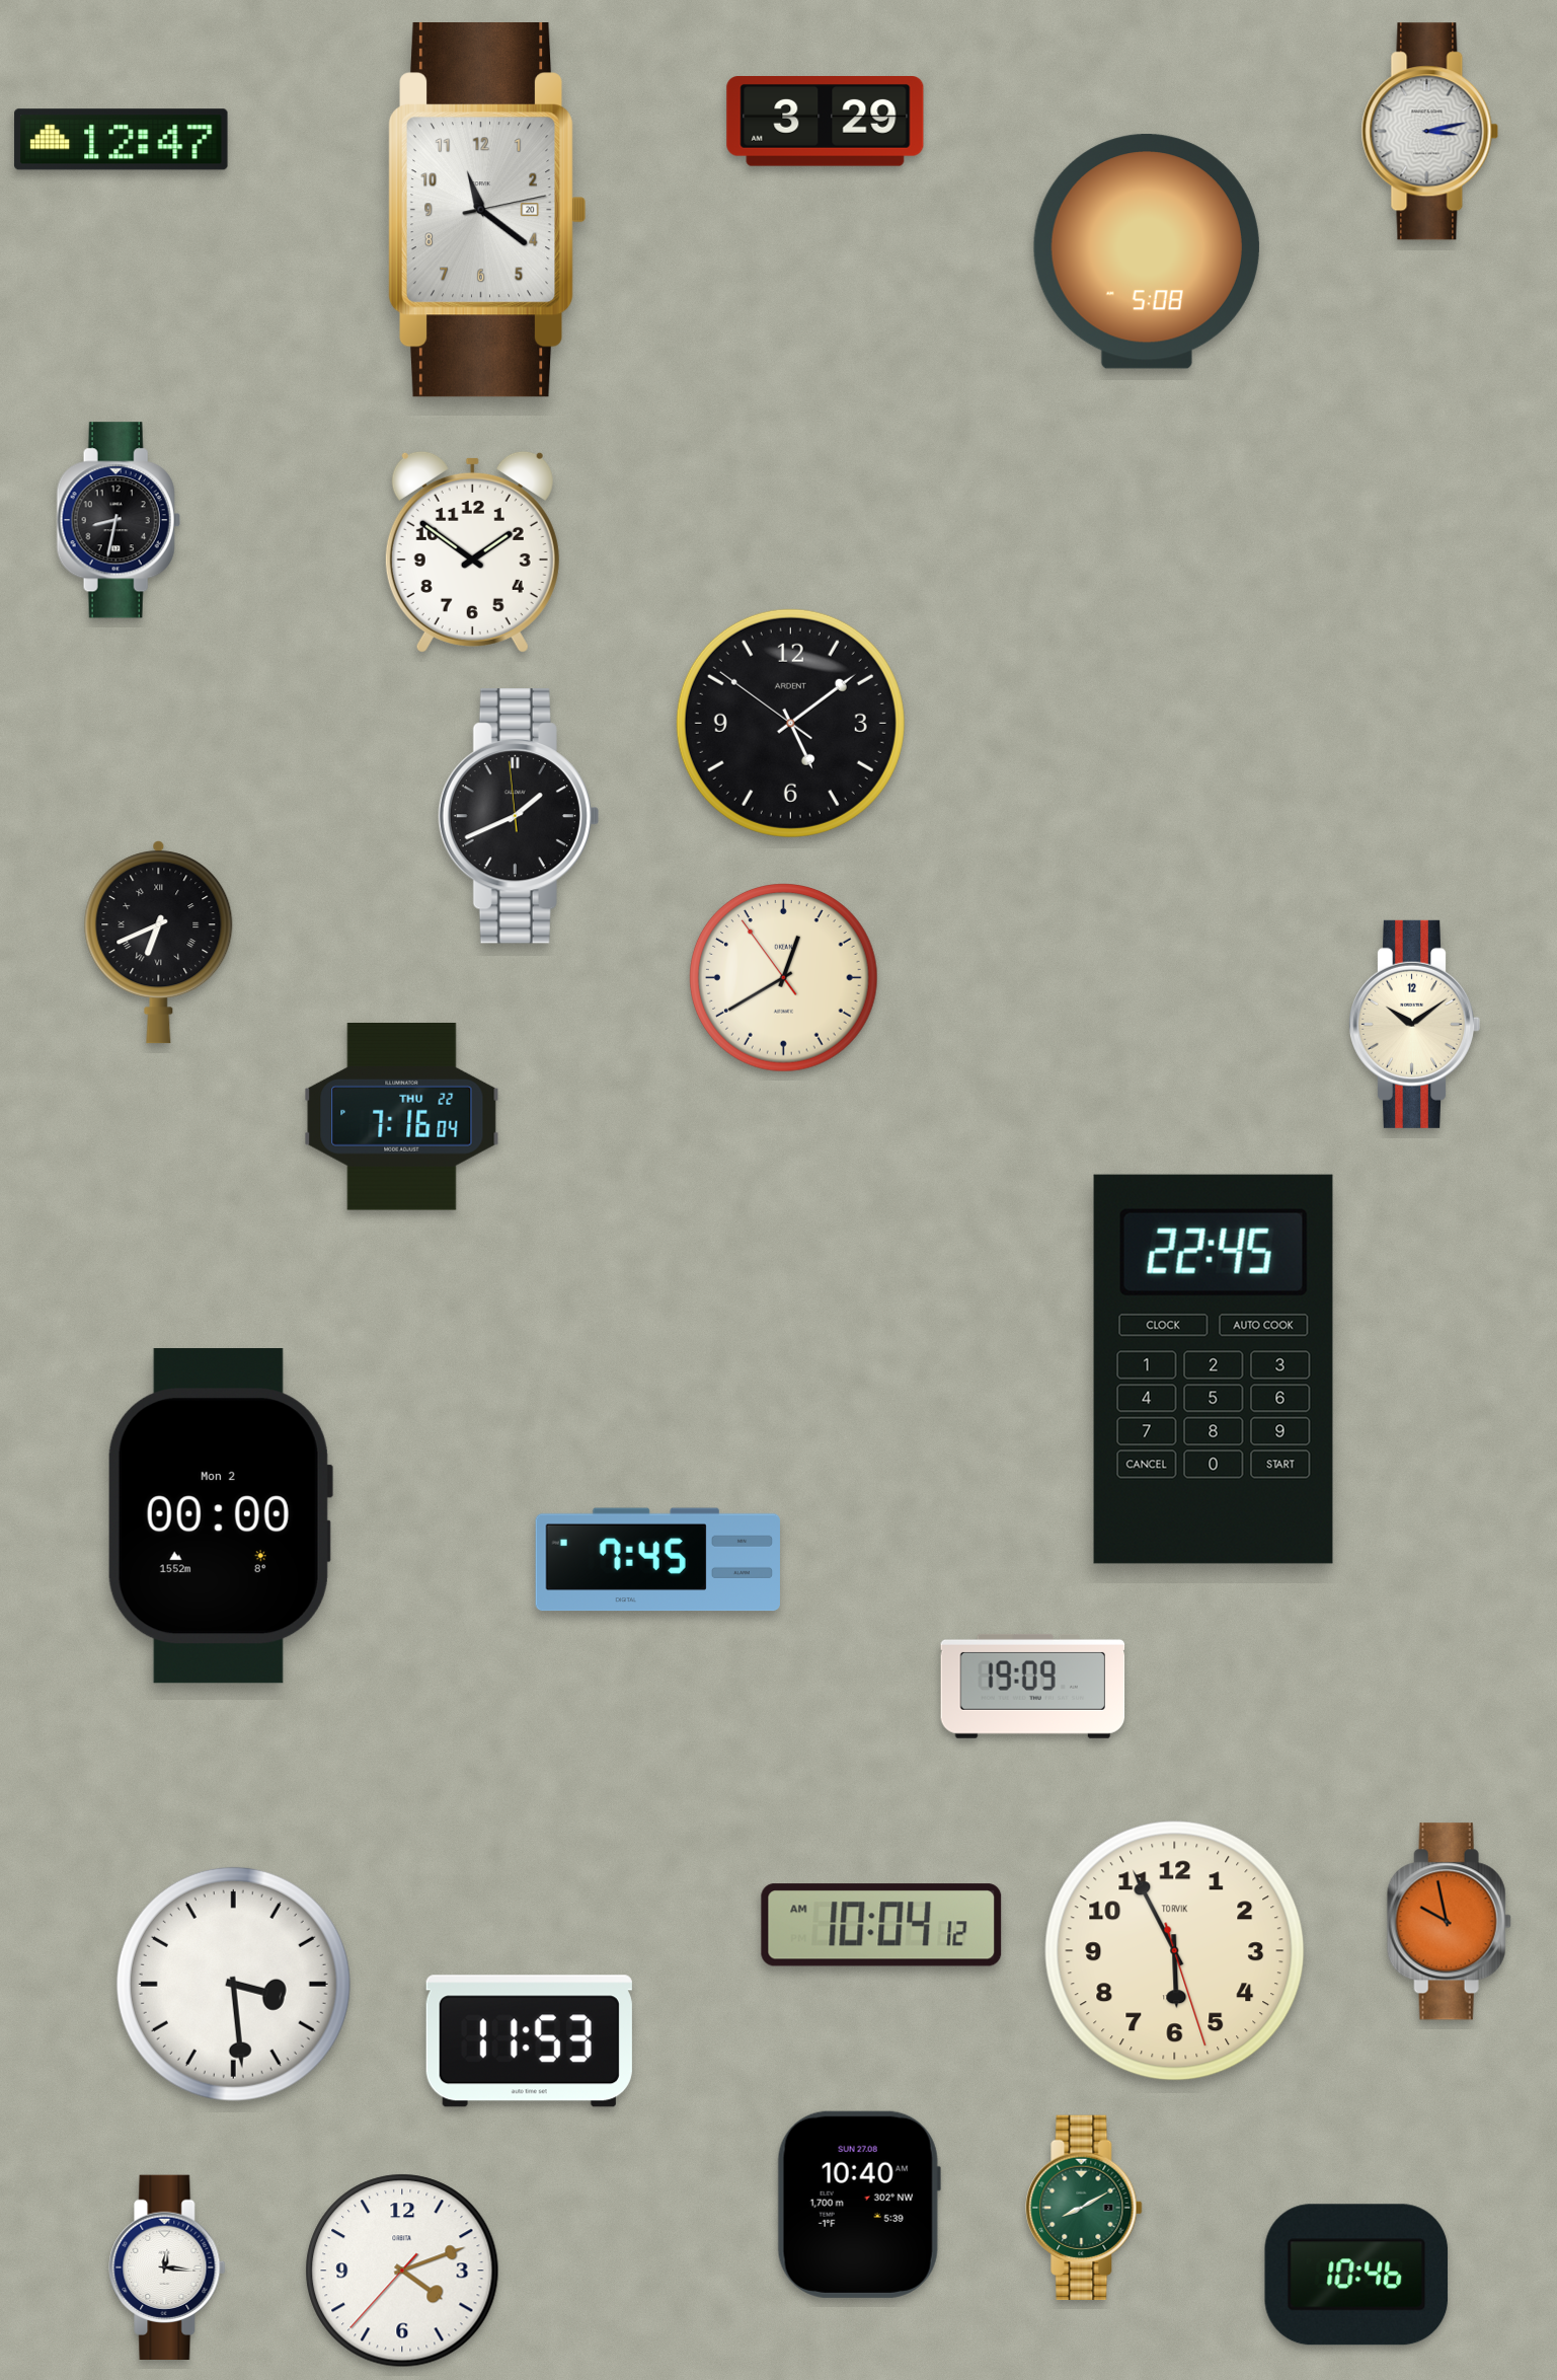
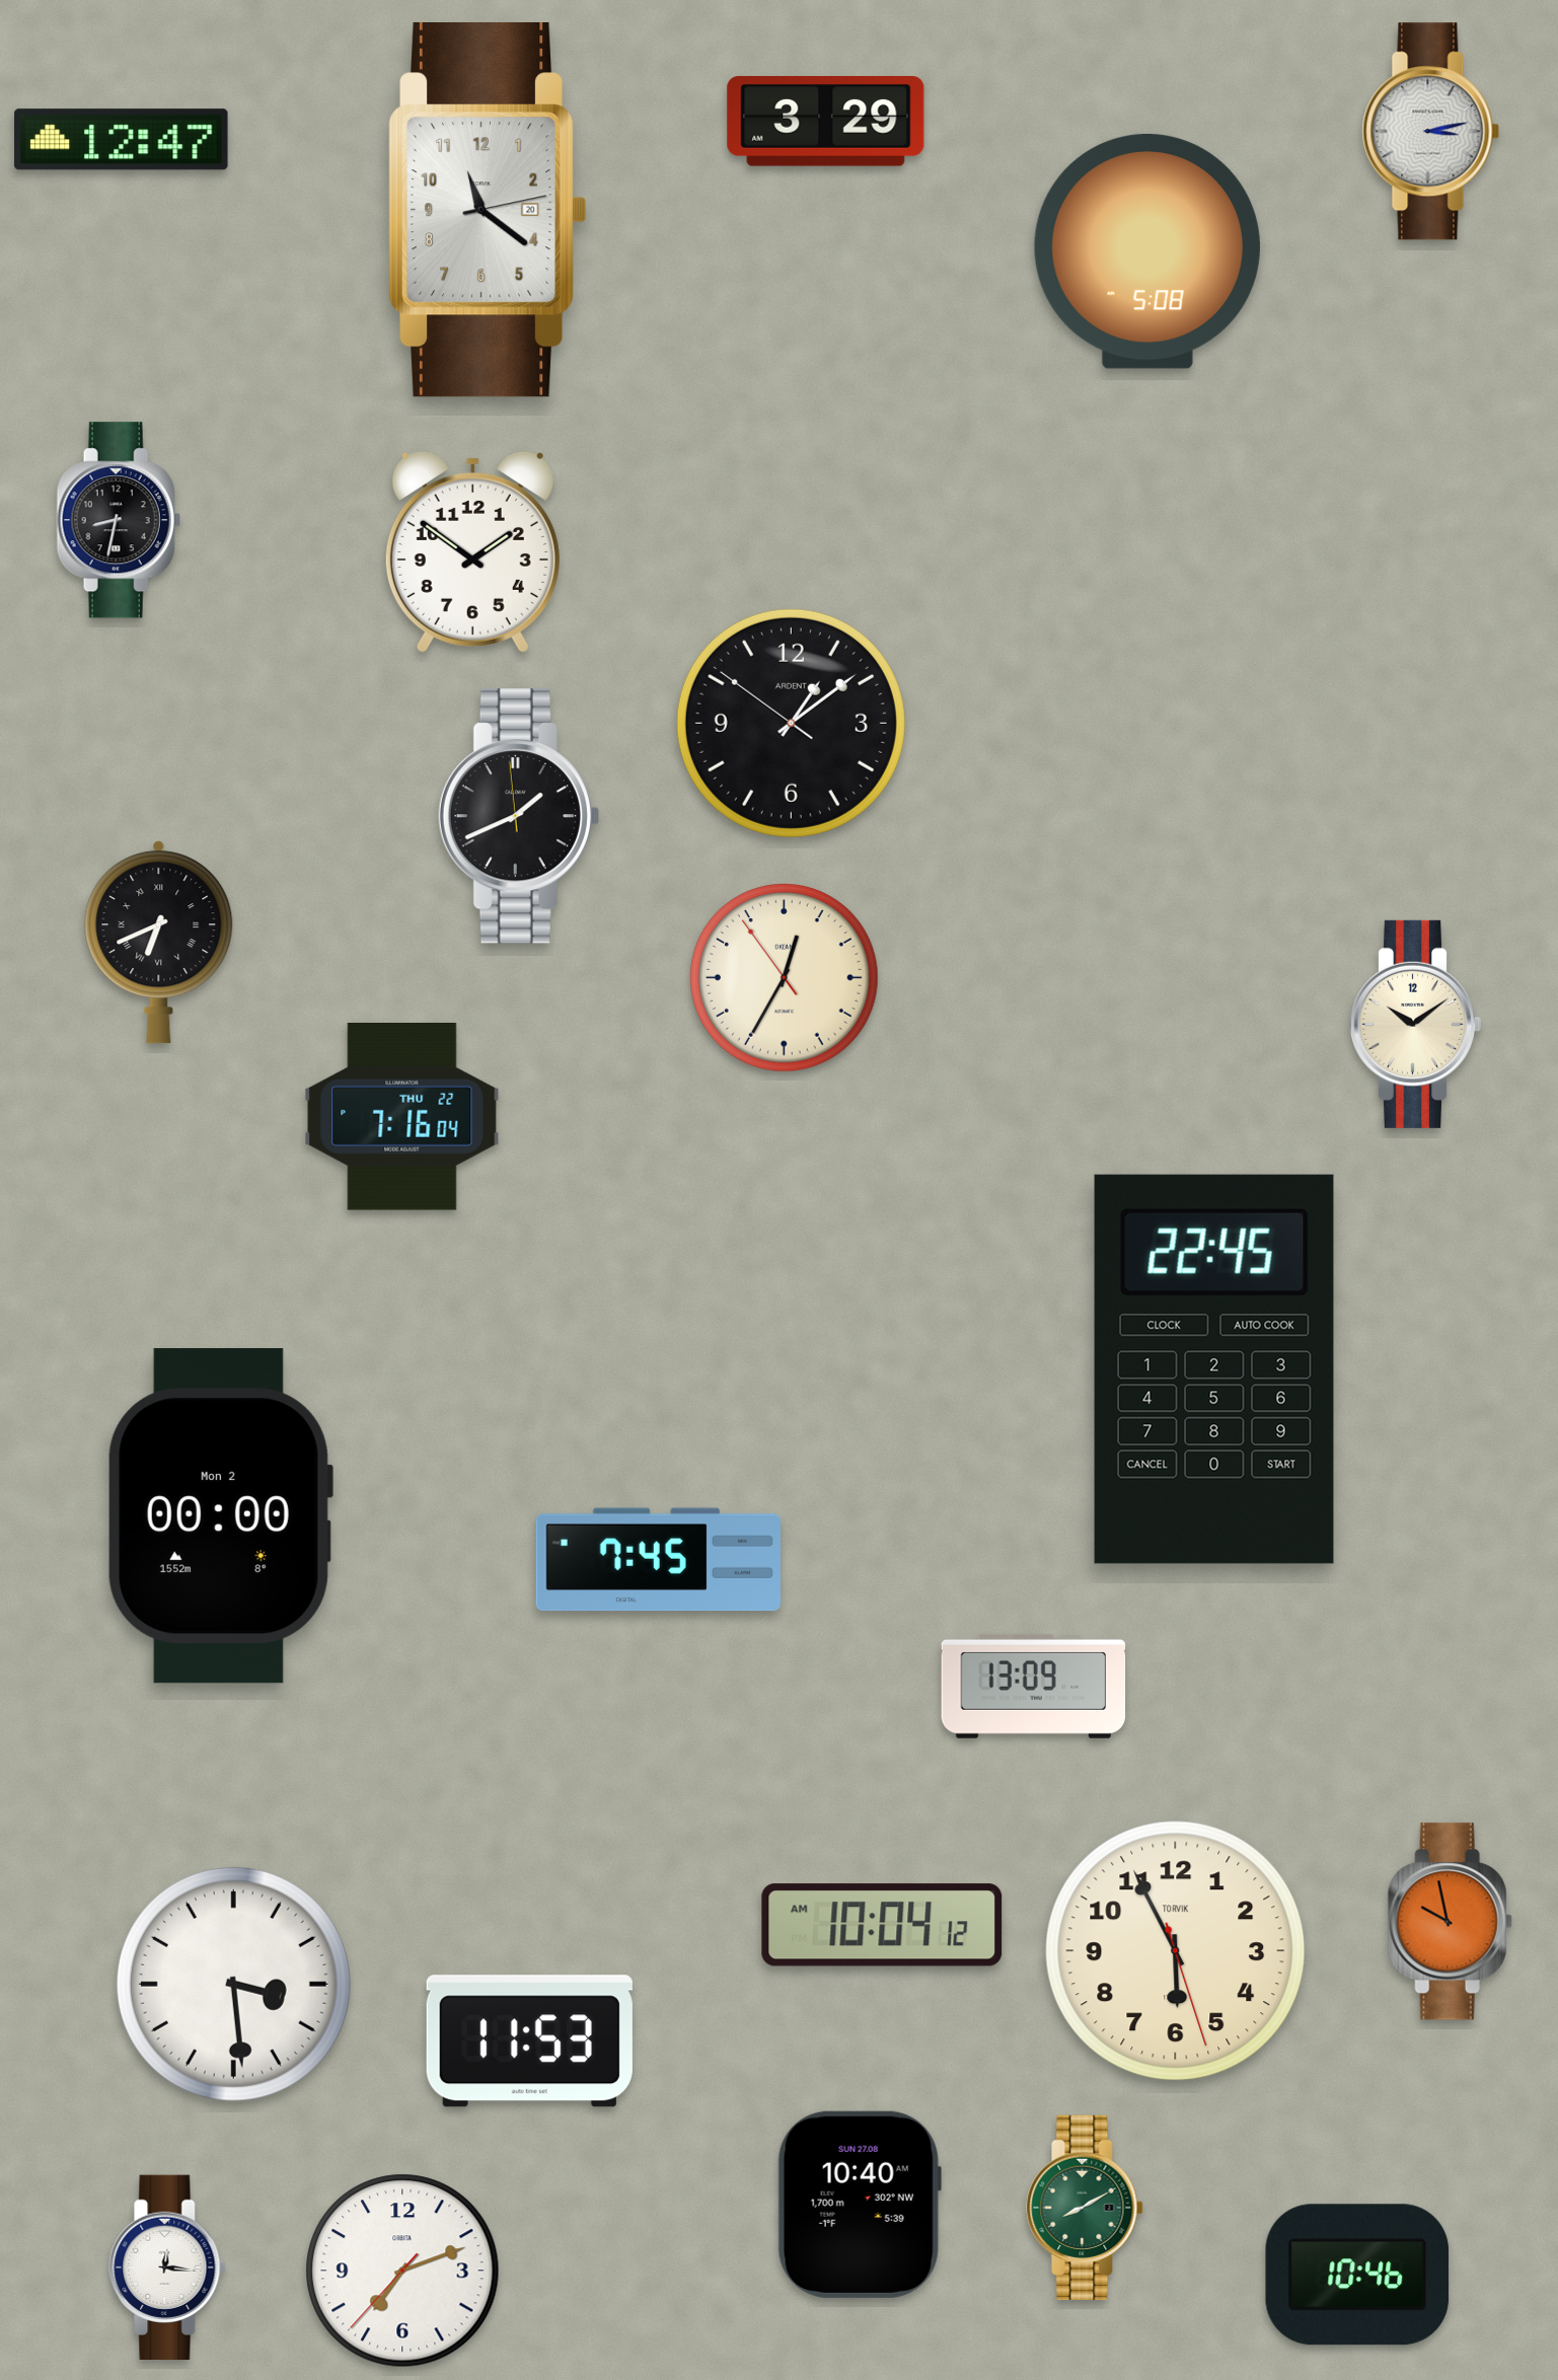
clock at (790, 723): 5:08 -> 1:08
clock at (784, 978): 12:39 -> 12:34
clock at (1033, 1686): 19:09 -> 13:09
clock at (402, 2271): 4:11 -> 7:11
